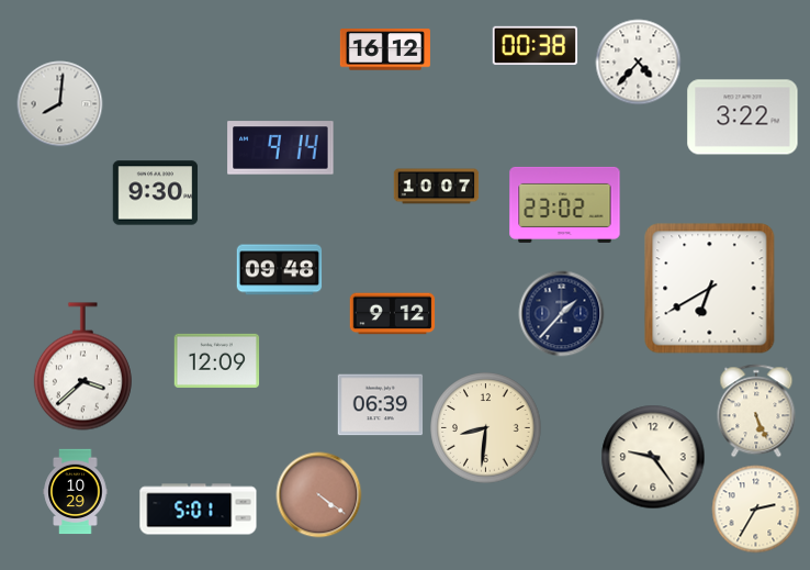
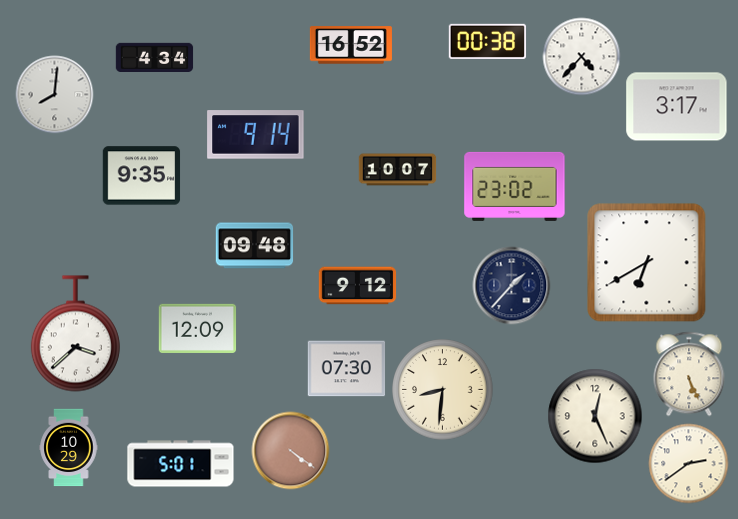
clock at (385, 49): 16:12 -> 16:52
clock at (154, 57): none -> 4:34
clock at (743, 118): 3:22 -> 3:17
clock at (155, 193): 9:30 -> 9:35
clock at (380, 405): 06:39 -> 07:30
clock at (653, 457): 9:24 -> 12:26
clock at (755, 508): 2:35 -> 2:39
